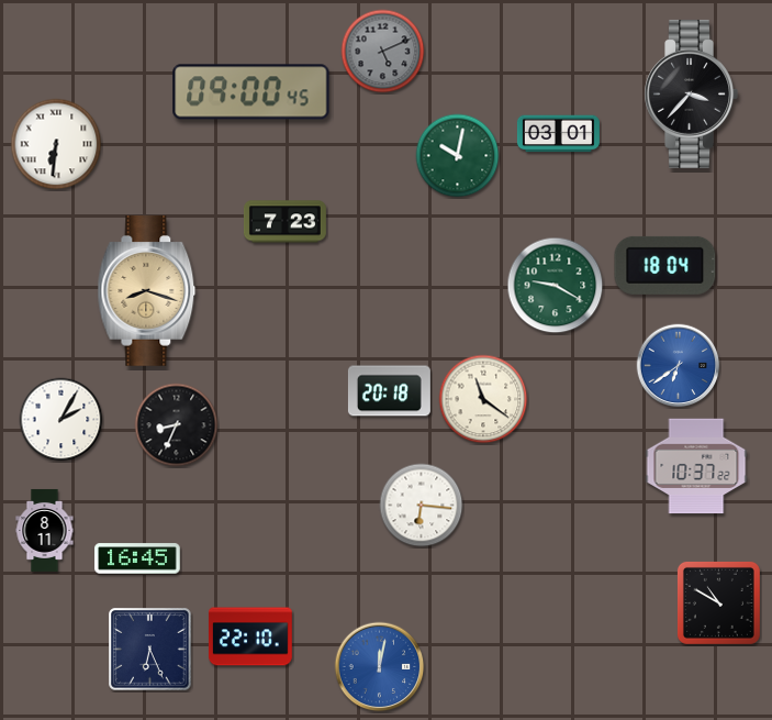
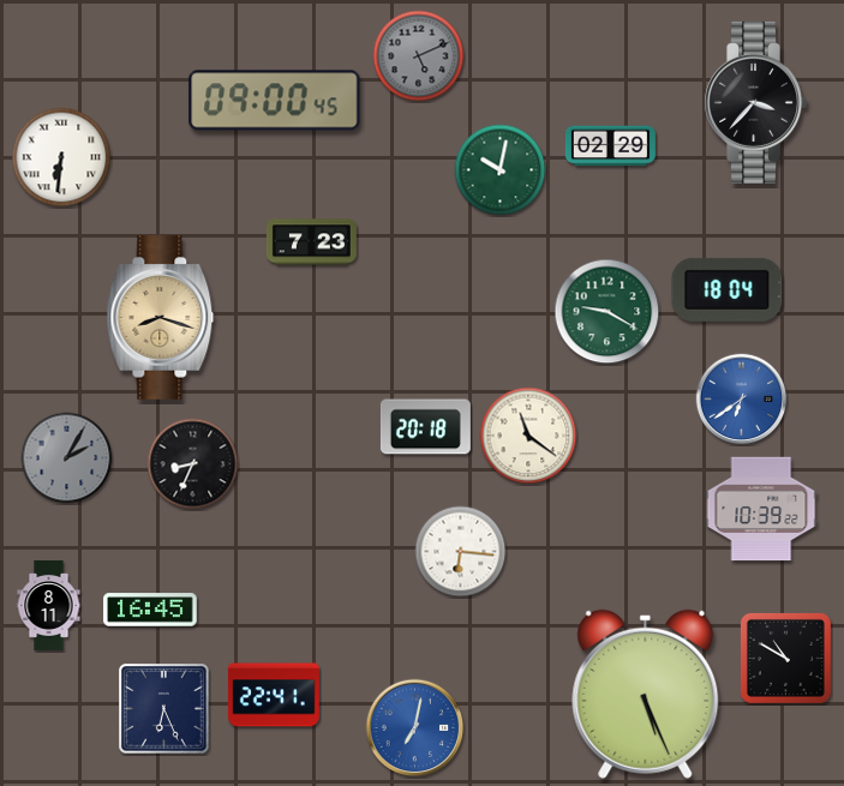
clock at (558, 134): 03:01 -> 02:29
clock at (61, 420) dial: white -> grey
clock at (696, 466): 10:37 -> 10:39
clock at (45, 530) position: (45, 530) -> (49, 605)
clock at (646, 694): none -> 5:26
clock at (250, 636): 22:10 -> 22:41
clock at (380, 667): 12:02 -> 7:02
